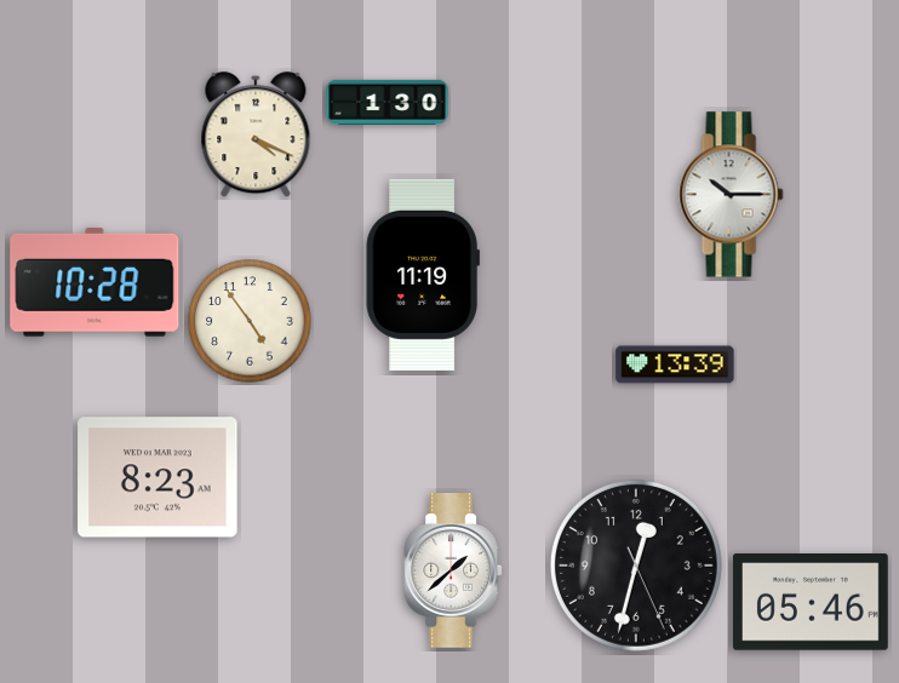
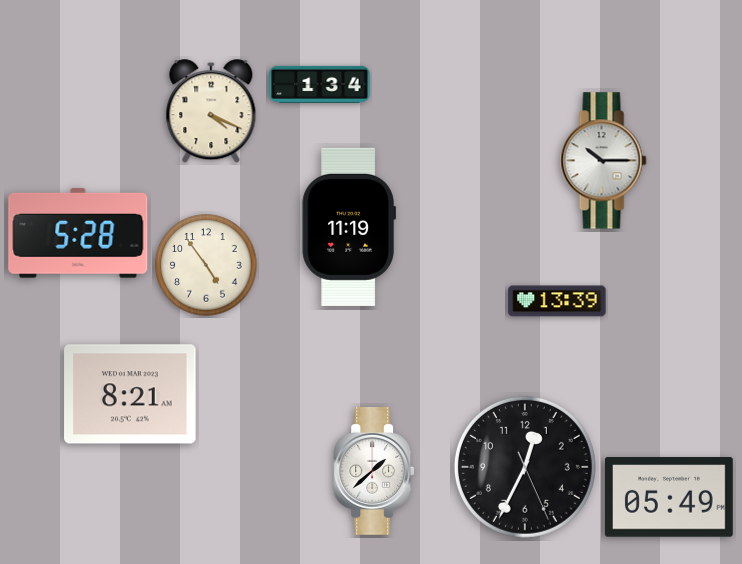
clock at (388, 102): 1:30 -> 1:34
clock at (95, 282): 10:28 -> 5:28
clock at (158, 477): 8:23 -> 8:21
clock at (636, 566): 12:32 -> 12:34
clock at (811, 602): 05:46 -> 05:49
